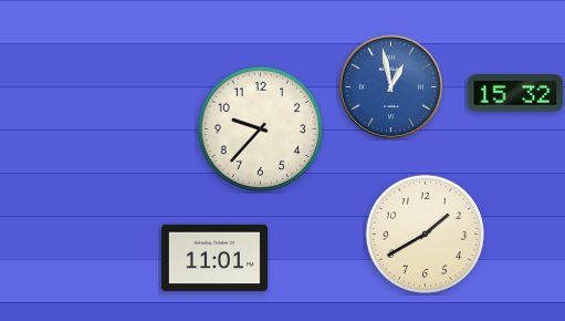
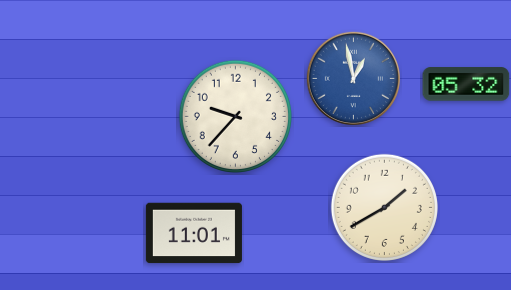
clock at (515, 93): 15:32 -> 05:32
clock at (425, 234) position: (425, 234) -> (384, 207)
